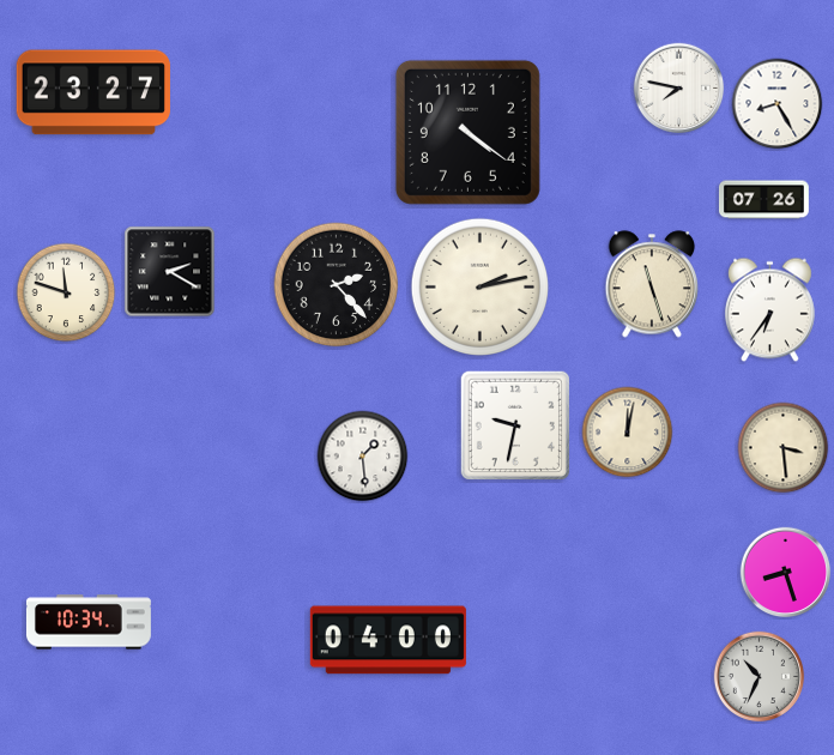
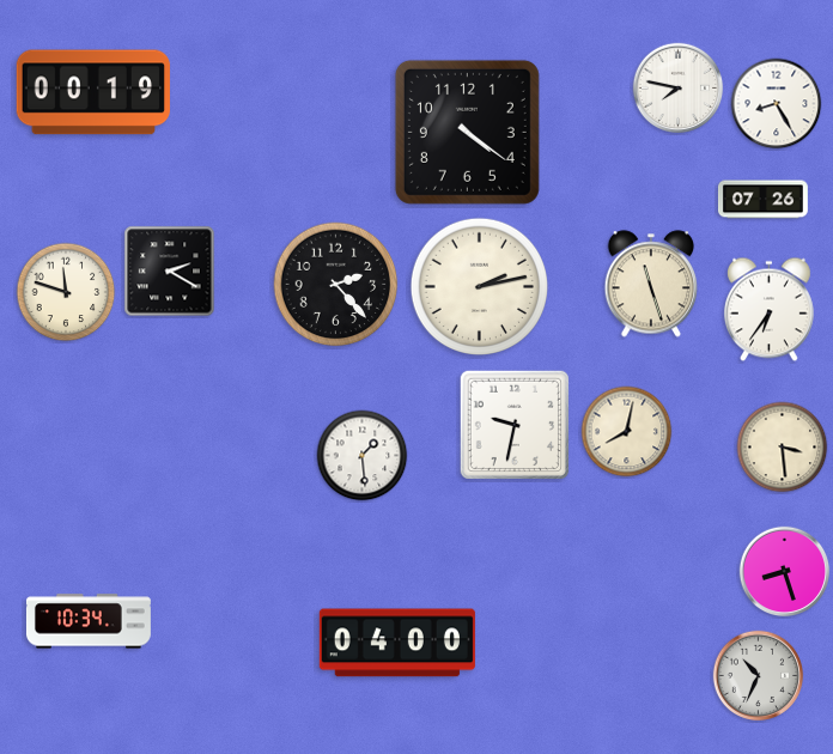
clock at (93, 92): 23:27 -> 00:19
clock at (628, 433): 12:02 -> 8:02
clock at (388, 640) position: (388, 640) -> (397, 643)
